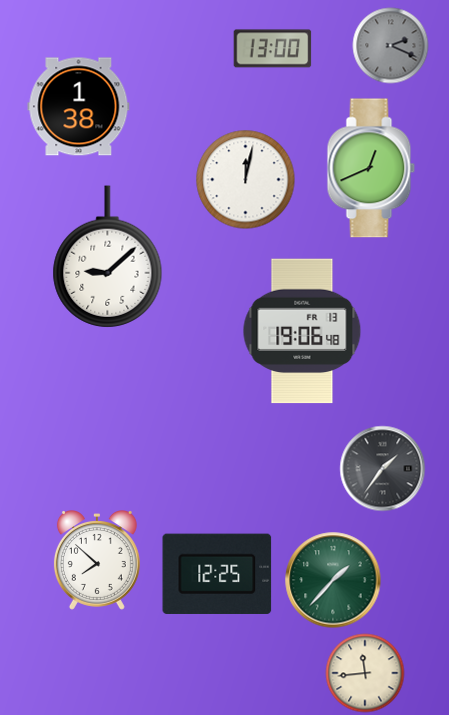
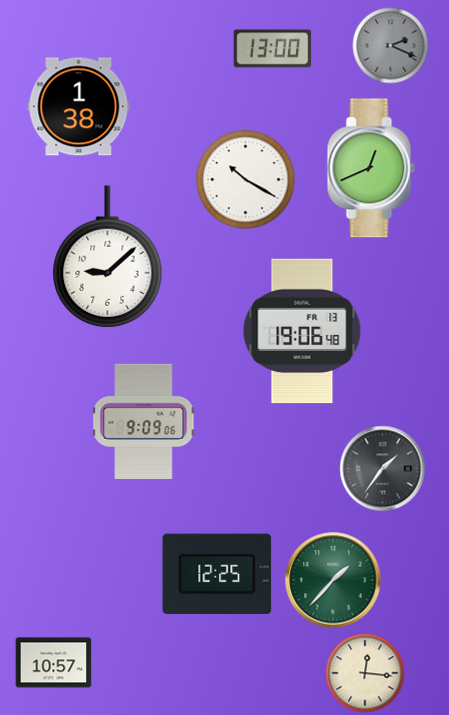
clock at (246, 180): 12:02 -> 10:20
clock at (144, 421): none -> 9:09
clock at (97, 561): 7:52 -> none
clock at (54, 663): none -> 10:57
clock at (365, 673): 11:44 -> 12:16
